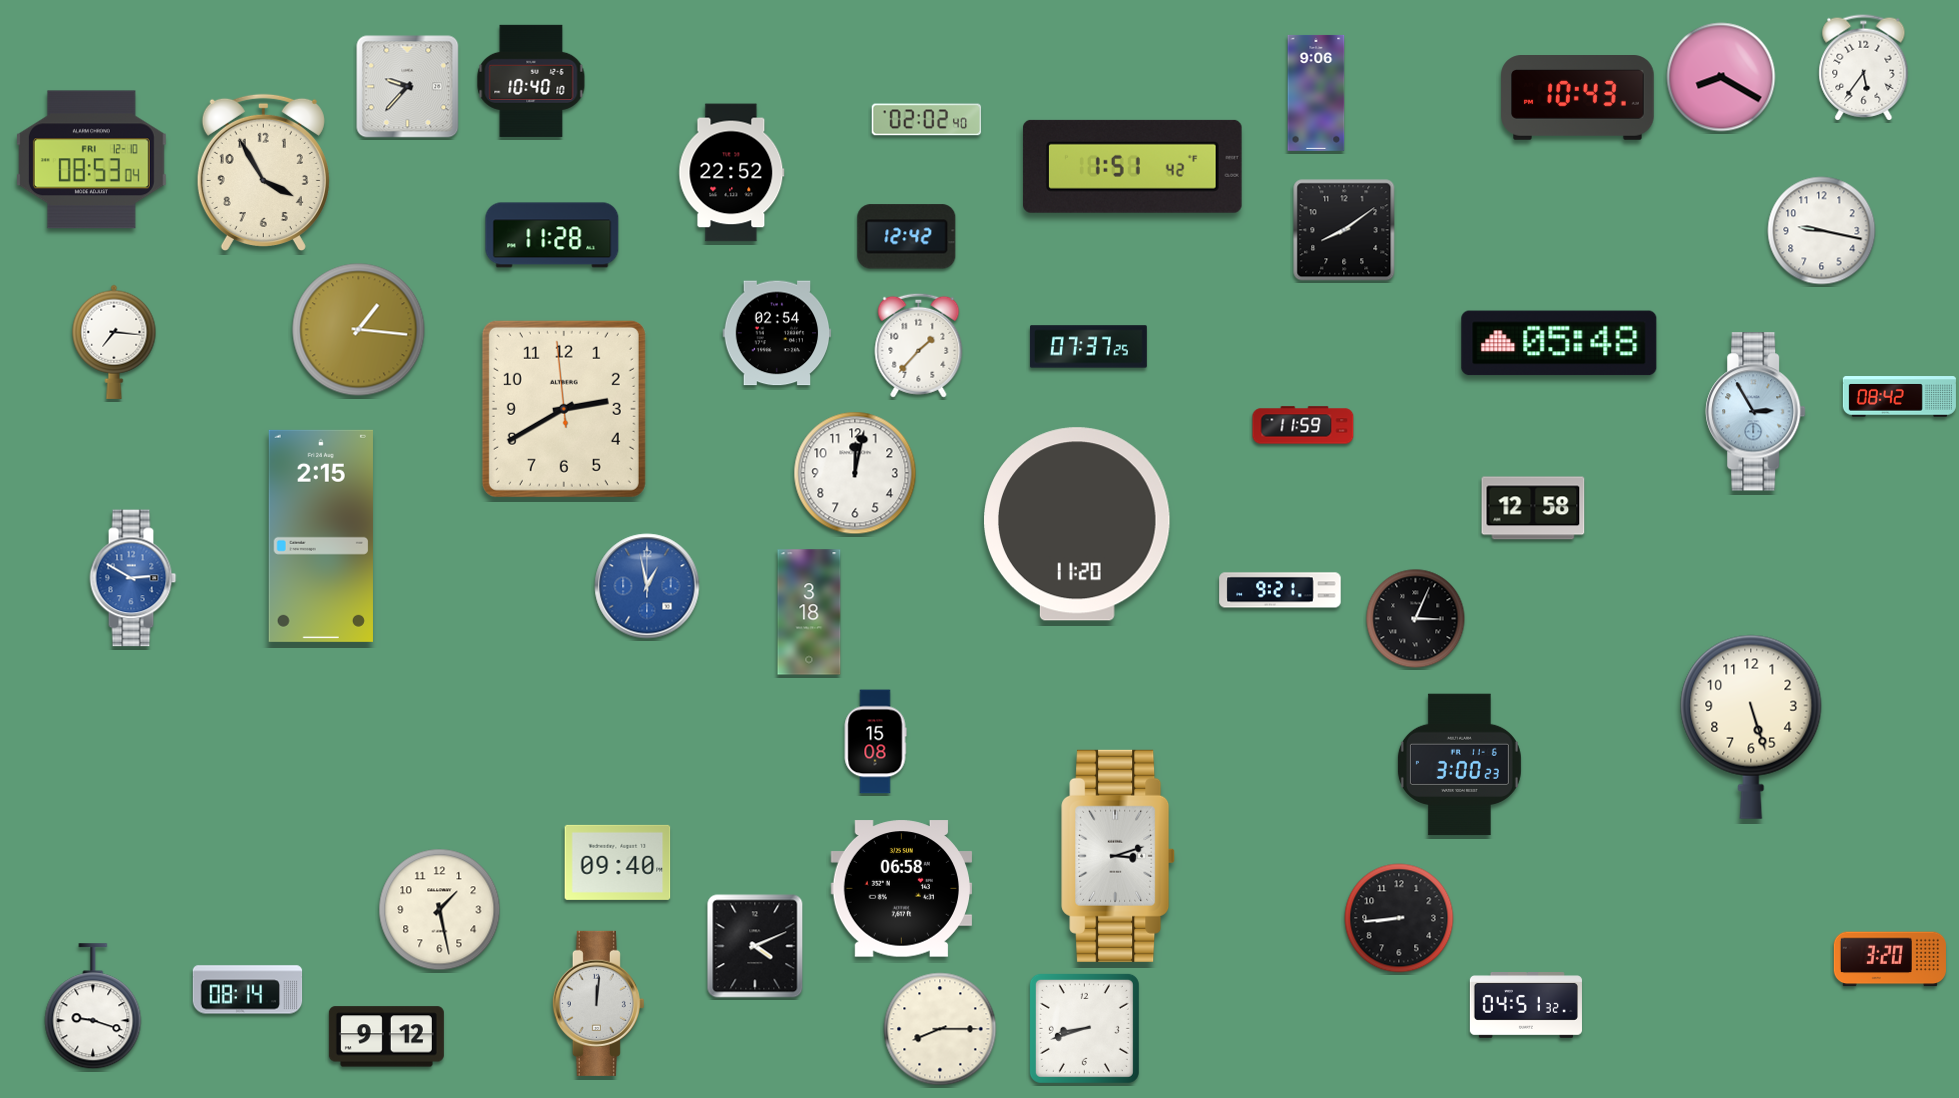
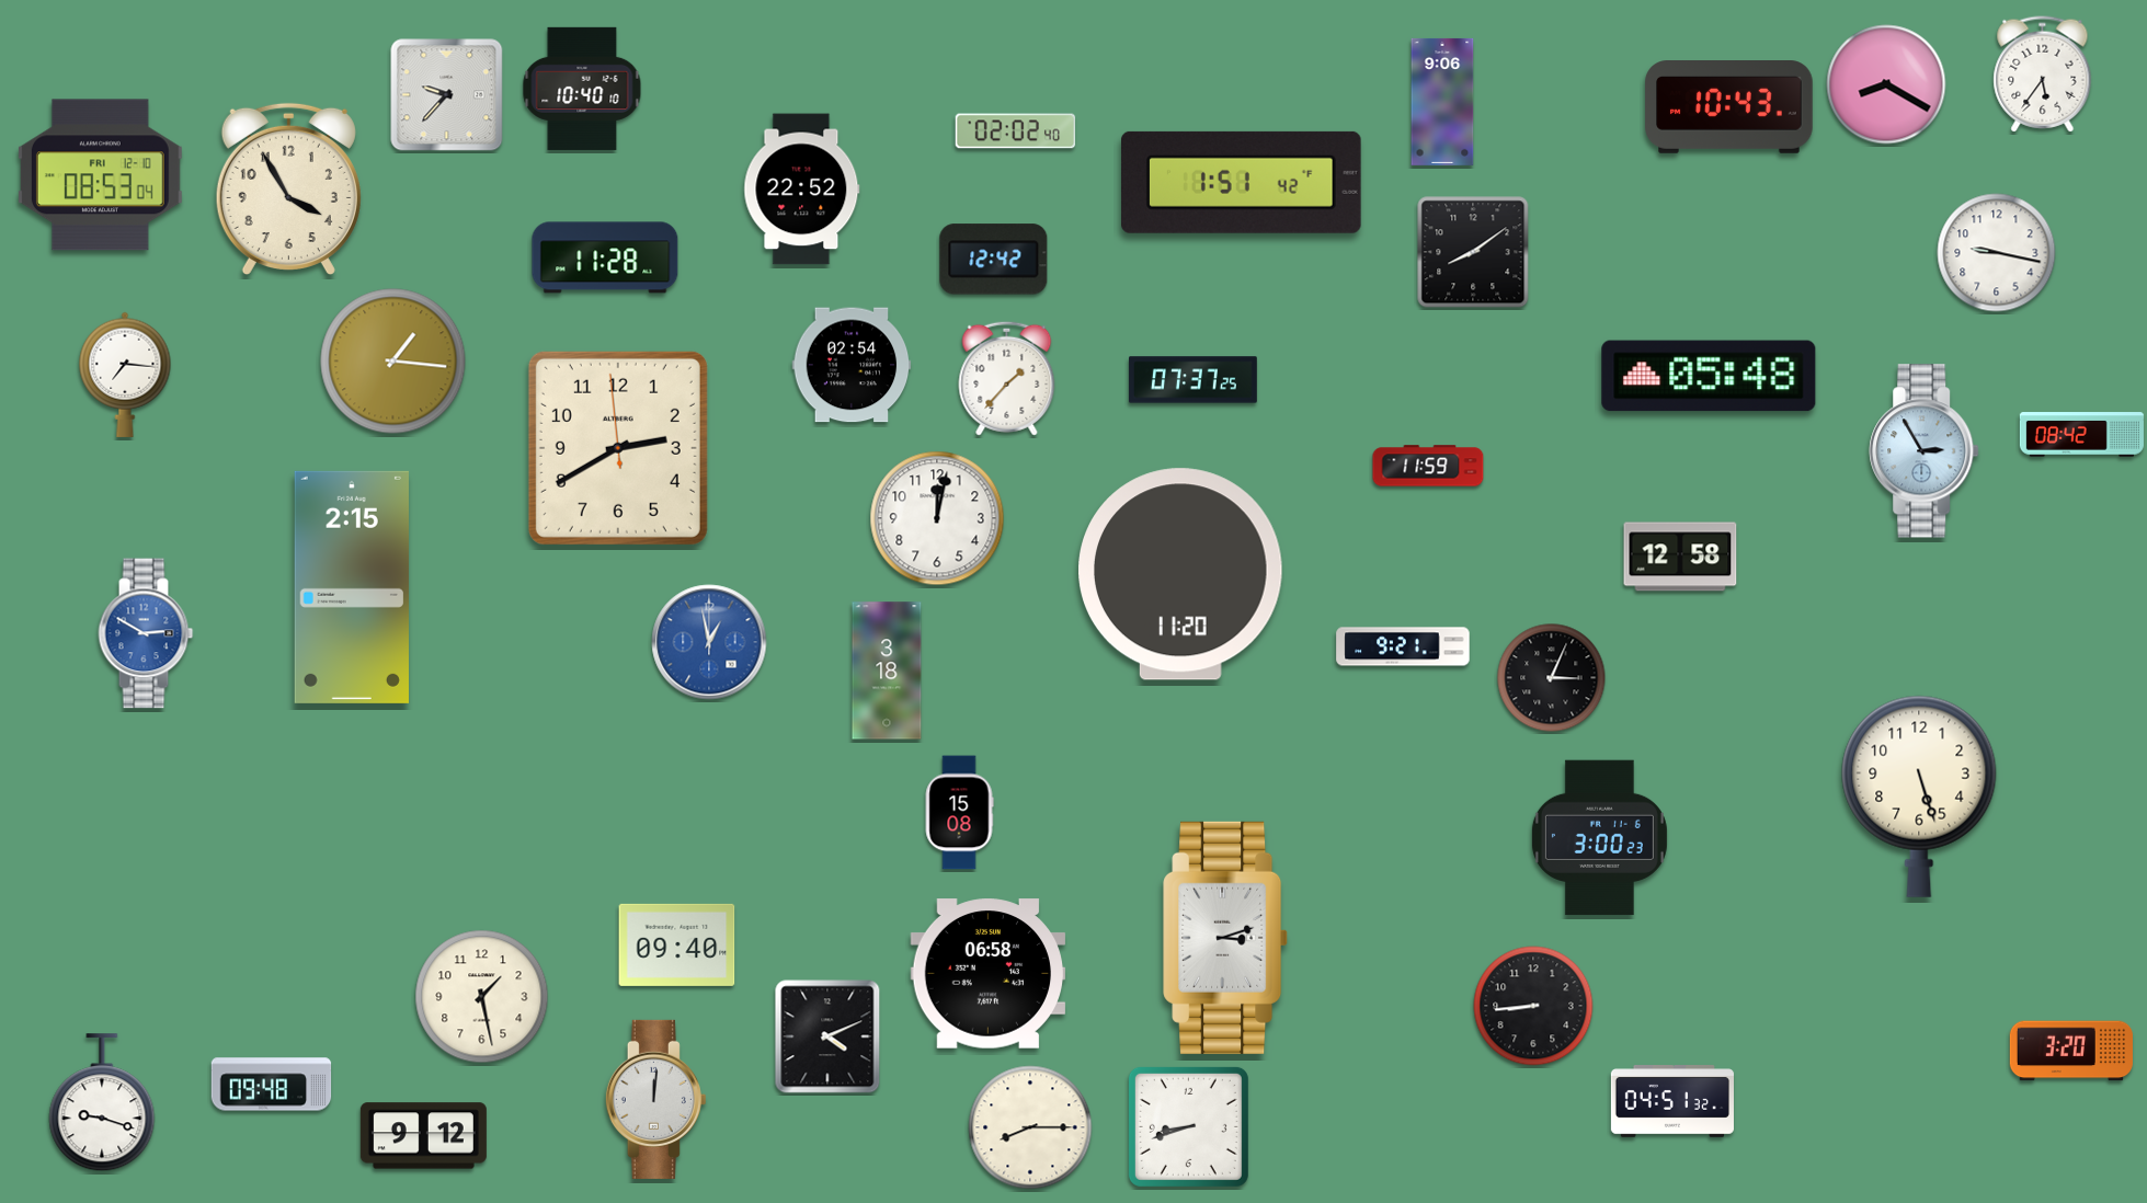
clock at (248, 990): 08:14 -> 09:48
